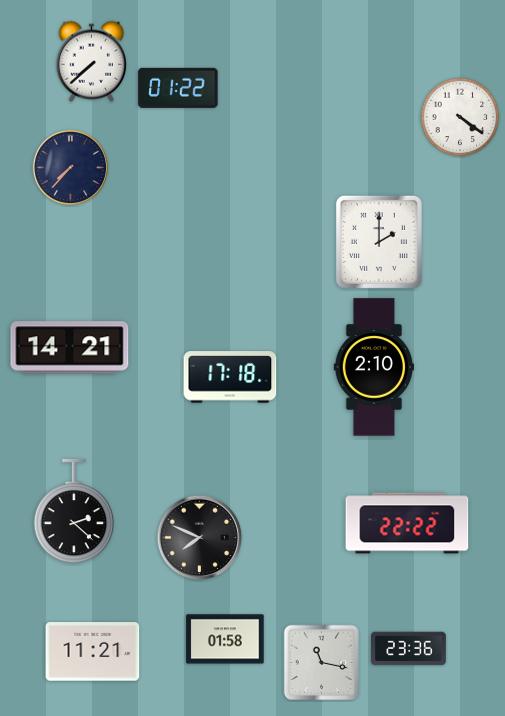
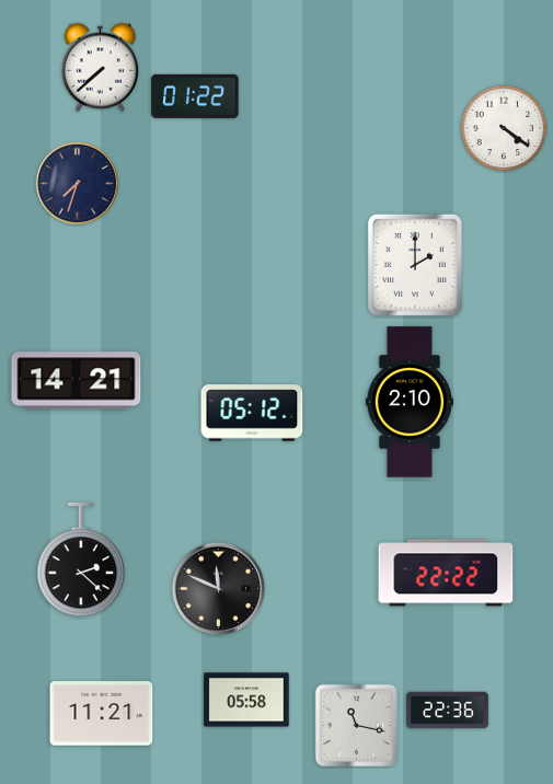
clock at (70, 167): 7:37 -> 7:33
clock at (230, 377): 17:18 -> 05:12
clock at (200, 538): 7:49 -> 11:49
clock at (225, 639): 01:58 -> 05:58
clock at (409, 649): 23:36 -> 22:36
clock at (322, 663) position: (322, 663) -> (357, 726)
